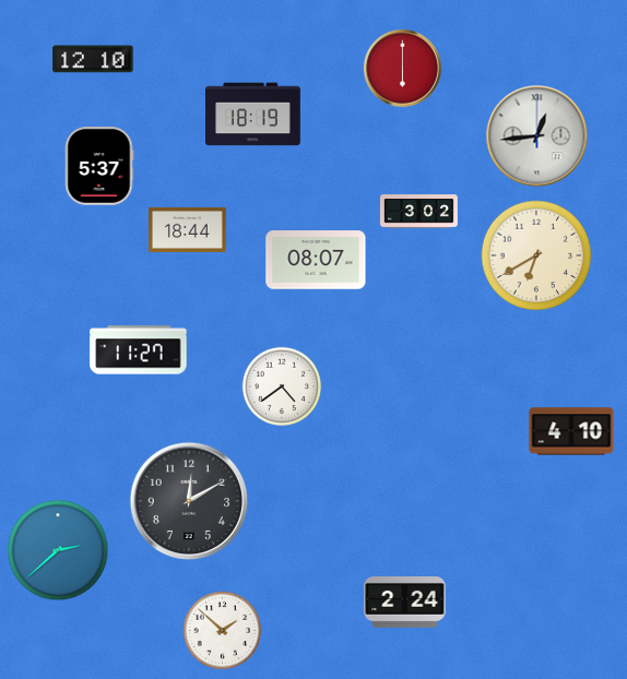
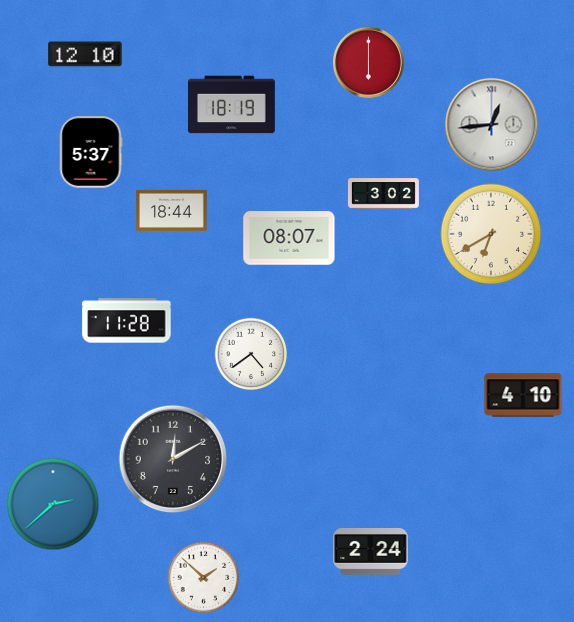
clock at (139, 350): 11:27 -> 11:28
clock at (282, 386) position: (282, 386) -> (251, 354)
